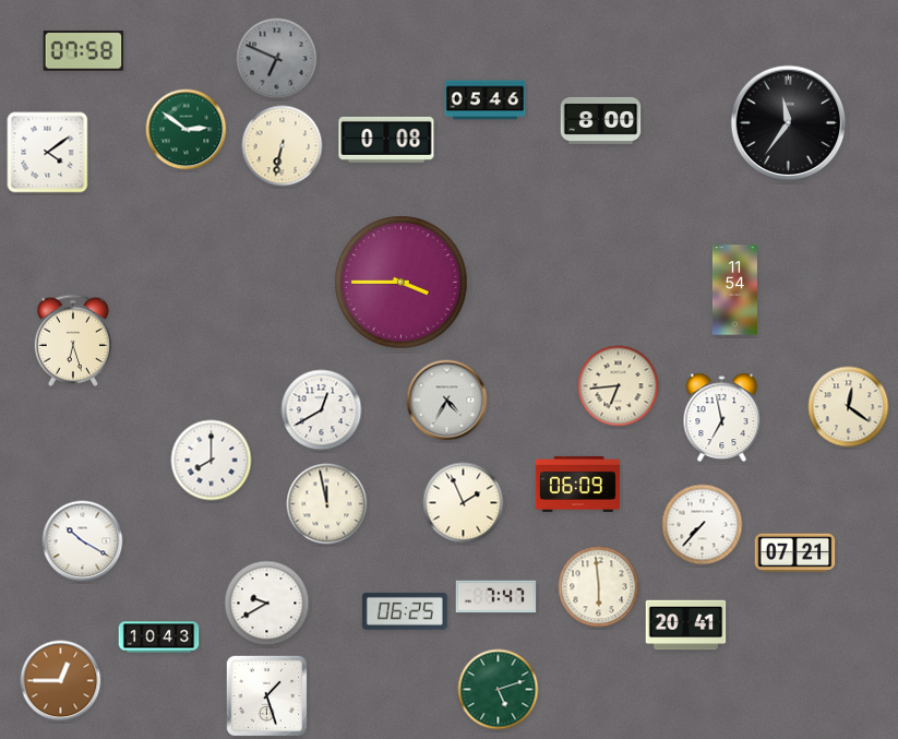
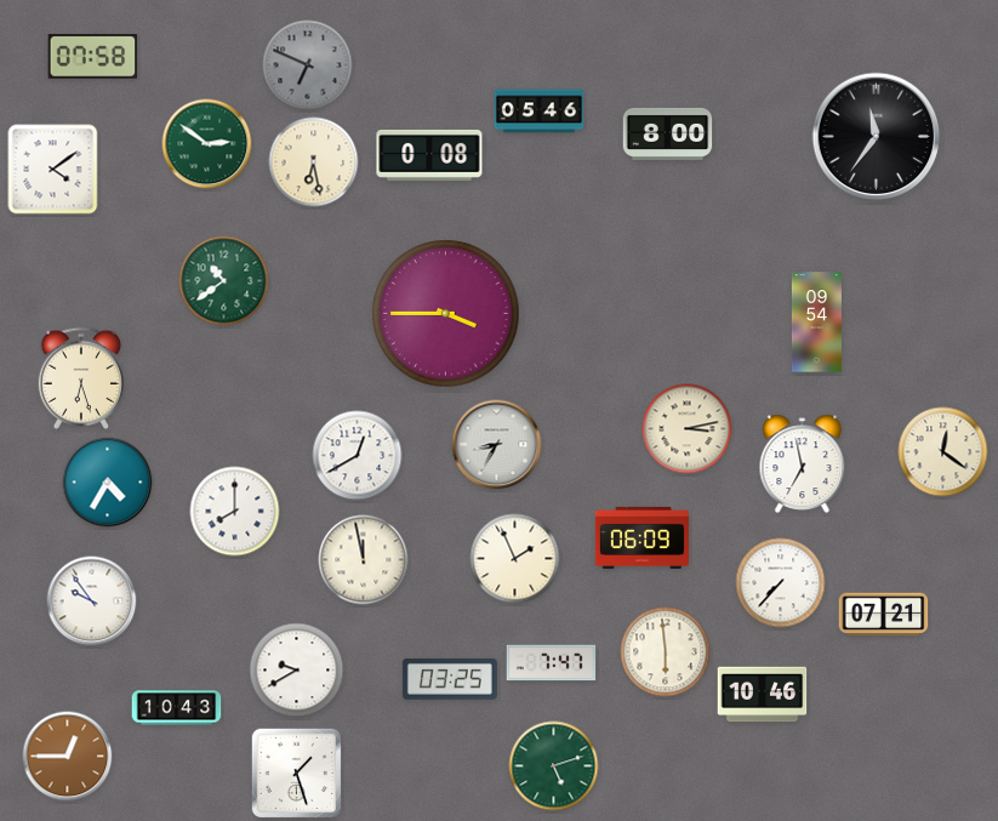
clock at (283, 146): 6:32 -> 6:28
clock at (224, 281): none -> 10:39
clock at (734, 290): 11:54 -> 09:54
clock at (619, 386): 6:44 -> 3:13
clock at (447, 401): 4:35 -> 8:35
clock at (108, 483): none -> 4:35
clock at (83, 541): 10:20 -> 9:54
clock at (405, 611): 06:25 -> 03:25
clock at (686, 625): 20:41 -> 10:46
